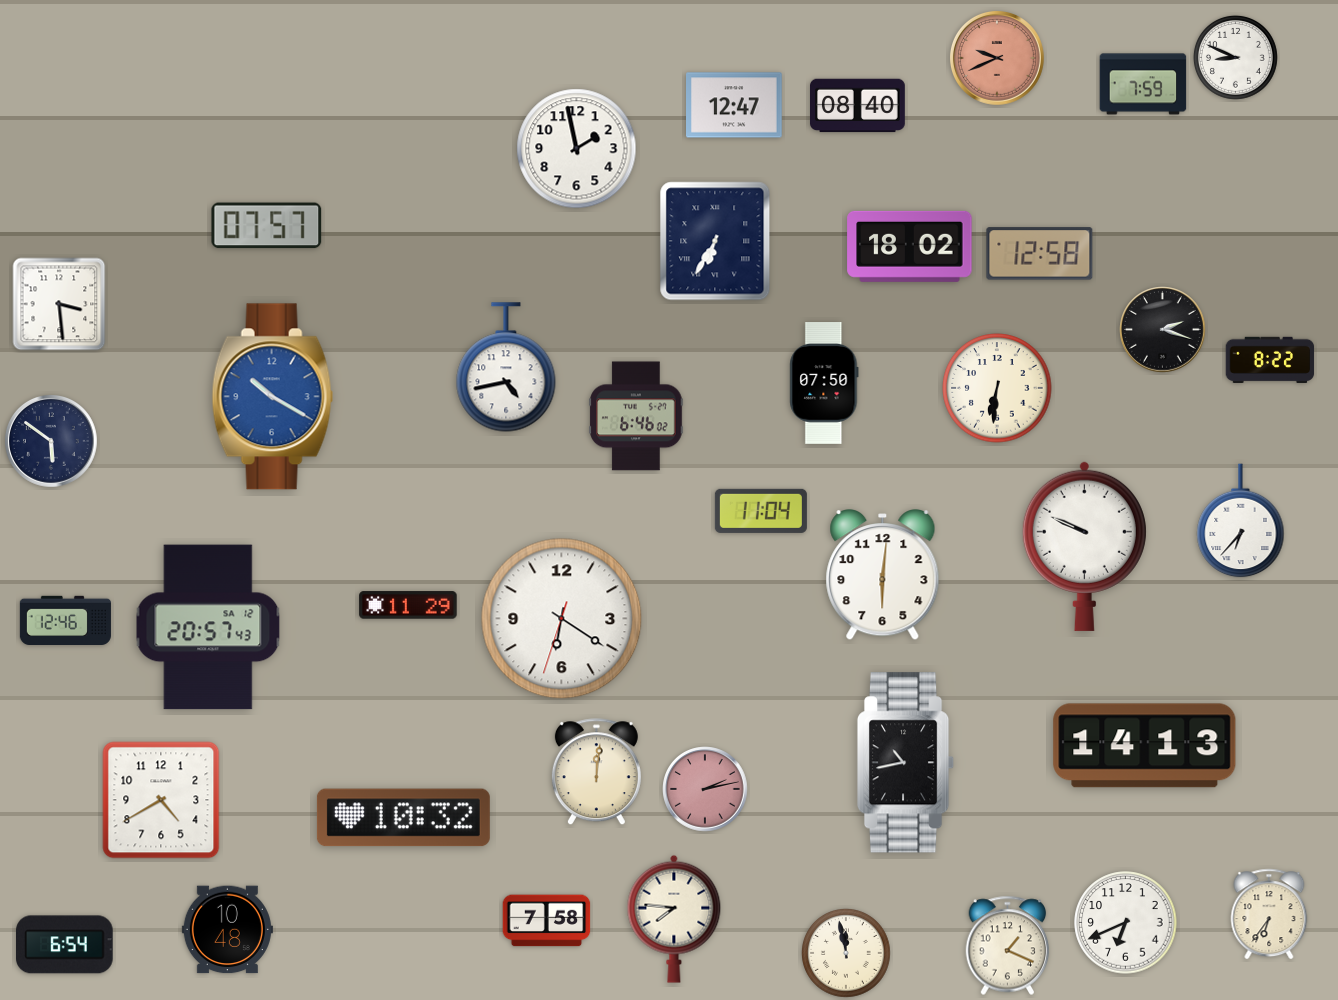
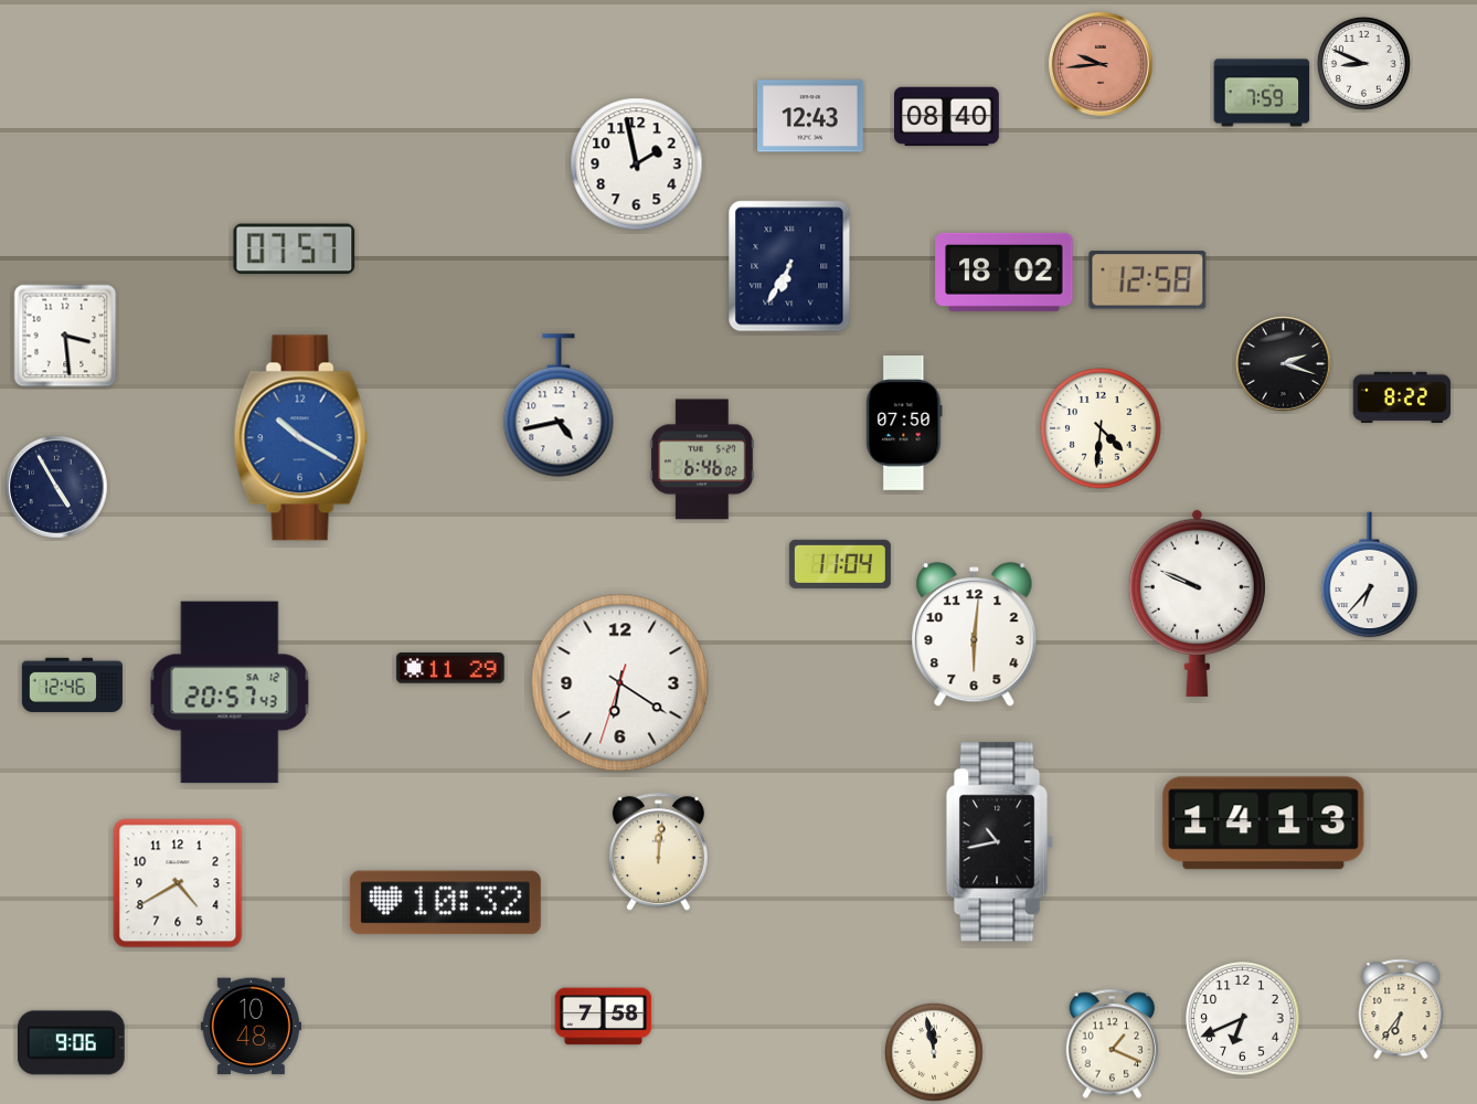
clock at (997, 58): 9:41 -> 9:44
clock at (734, 105): 12:47 -> 12:43
clock at (824, 384) position: (824, 384) -> (904, 424)
clock at (997, 388): 6:31 -> 4:31
clock at (52, 442): 5:51 -> 4:55
clock at (705, 789): 2:13 -> none
clock at (674, 919): 7:46 -> none
clock at (65, 945): 6:54 -> 9:06
